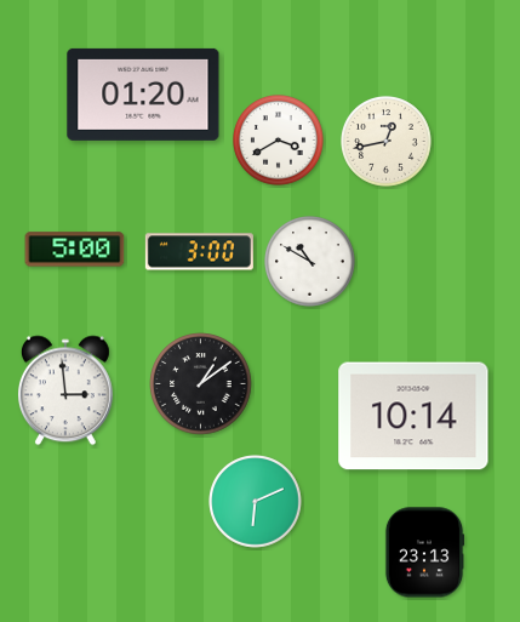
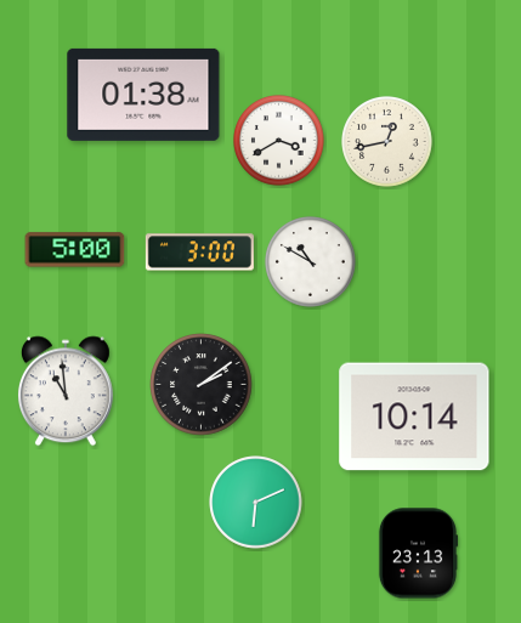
clock at (143, 95): 01:20 -> 01:38
clock at (201, 384): 1:09 -> 2:09
clock at (65, 390): 2:59 -> 10:59
clock at (424, 553) position: (424, 553) -> (418, 554)
